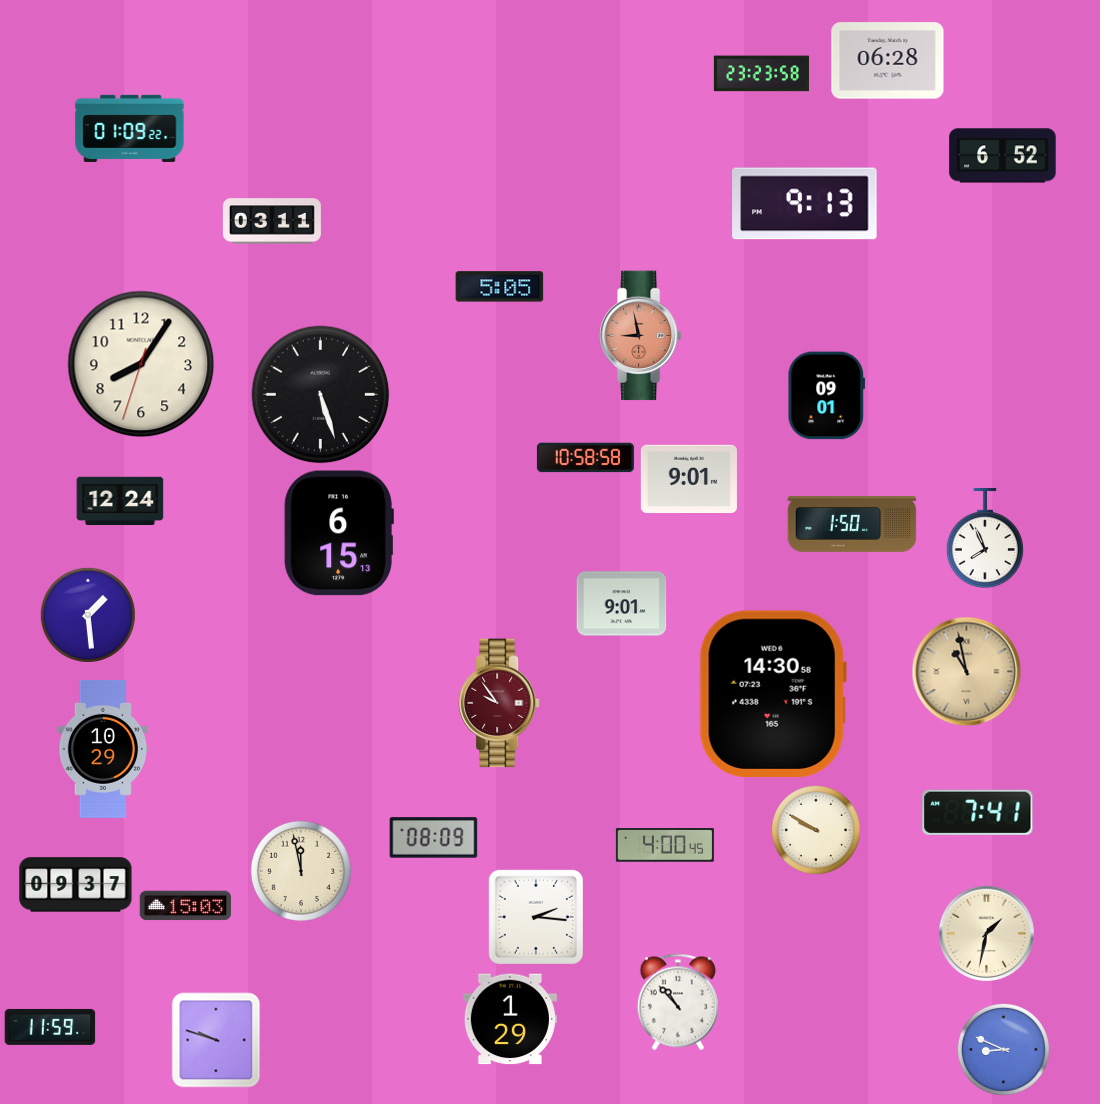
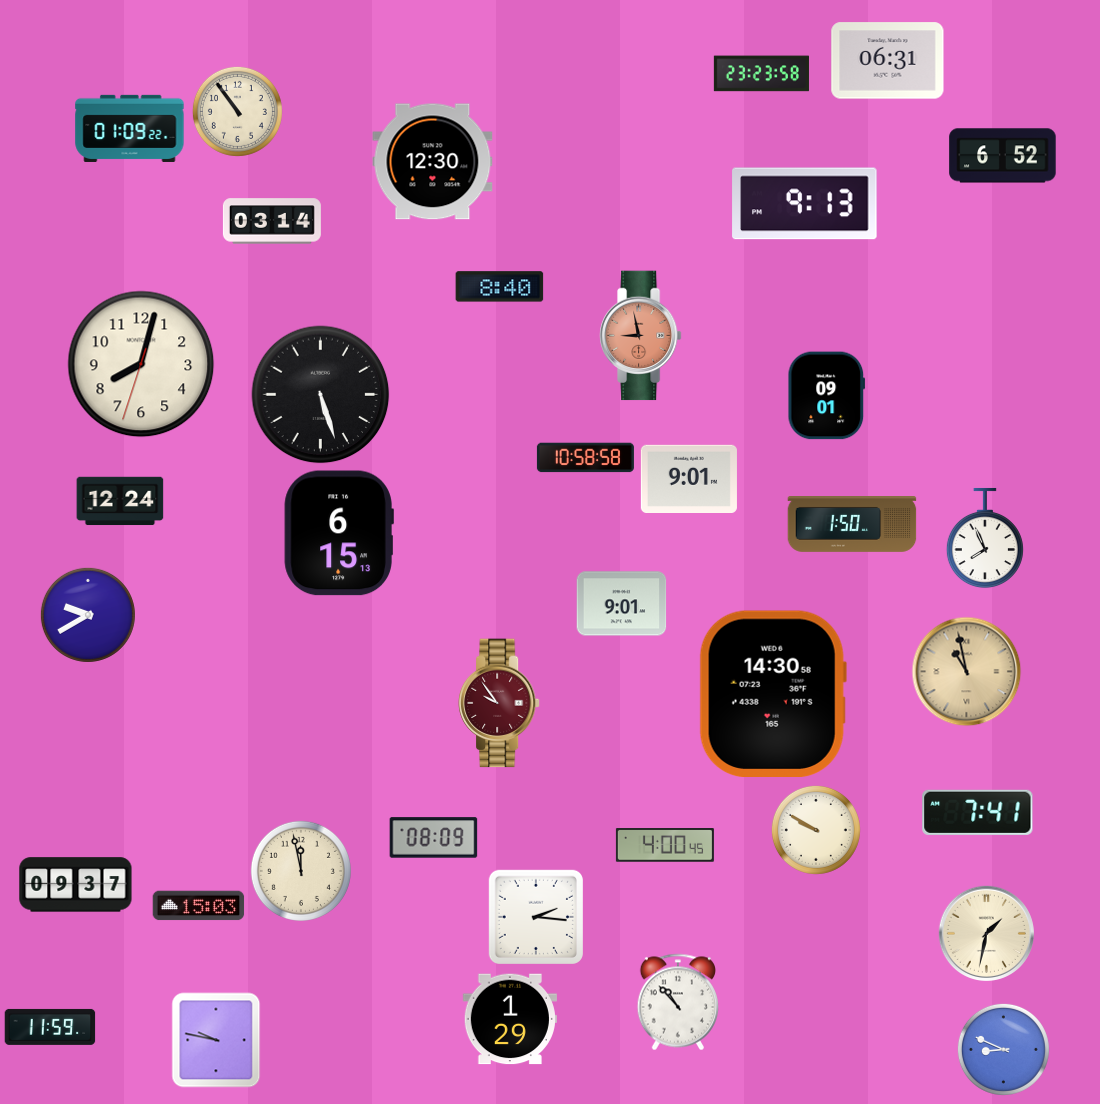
clock at (888, 61): 06:28 -> 06:31
clock at (237, 111): none -> 10:54
clock at (433, 162): none -> 12:30
clock at (272, 221): 03:11 -> 03:14
clock at (500, 287): 5:05 -> 8:40
clock at (141, 364): 8:05 -> 8:02
clock at (88, 615): 1:29 -> 9:40
clock at (103, 749): 10:29 -> none
clock at (186, 906) position: (186, 906) -> (199, 906)
clock at (216, 1040): 9:48 -> 9:47
